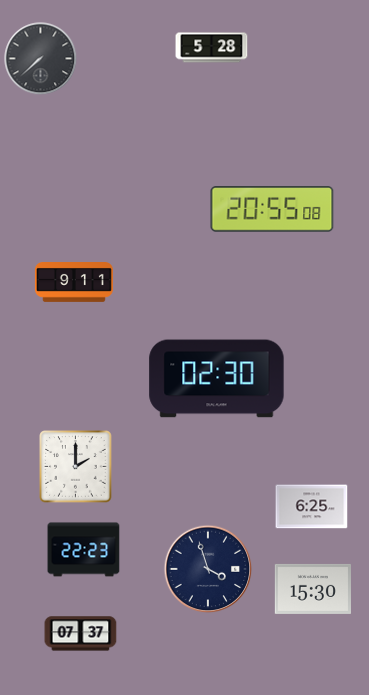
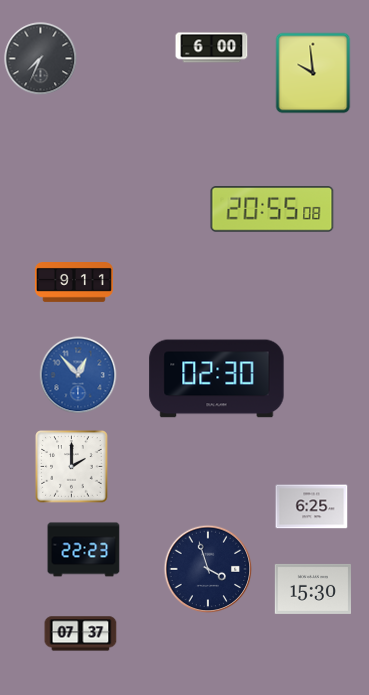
clock at (212, 48): 5:28 -> 6:00
clock at (41, 59): 7:38 -> 7:34
clock at (313, 73): none -> 9:59
clock at (78, 375): none -> 12:53
clock at (76, 467) position: (76, 467) -> (72, 467)
